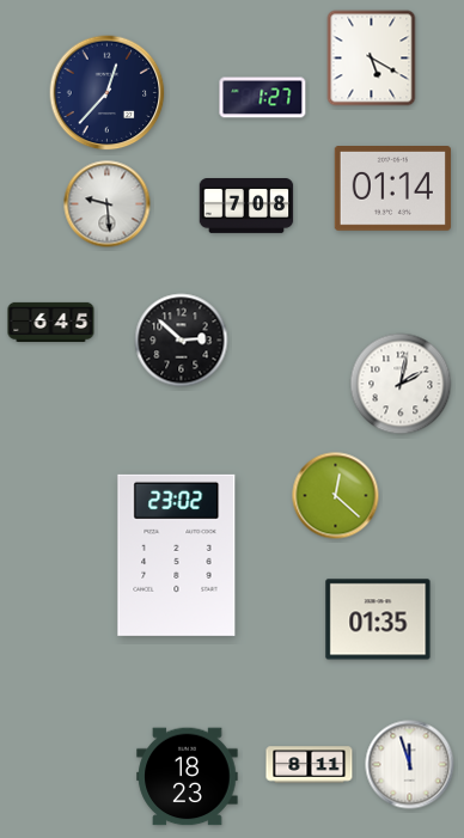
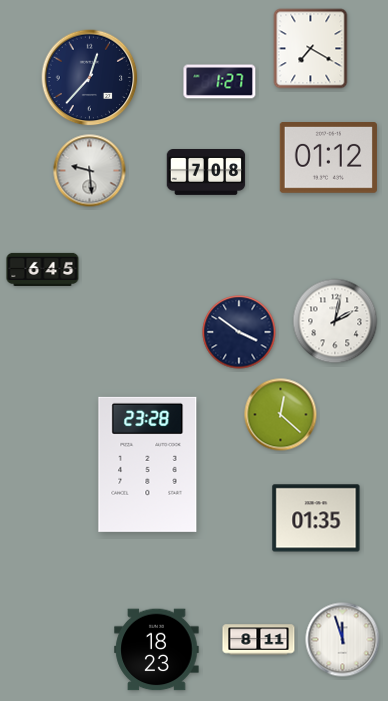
clock at (372, 59): 5:20 -> 7:20
clock at (392, 189): 01:14 -> 01:12
clock at (182, 341): 2:52 -> none
clock at (239, 332): none -> 3:51
clock at (177, 555): 23:02 -> 23:28
